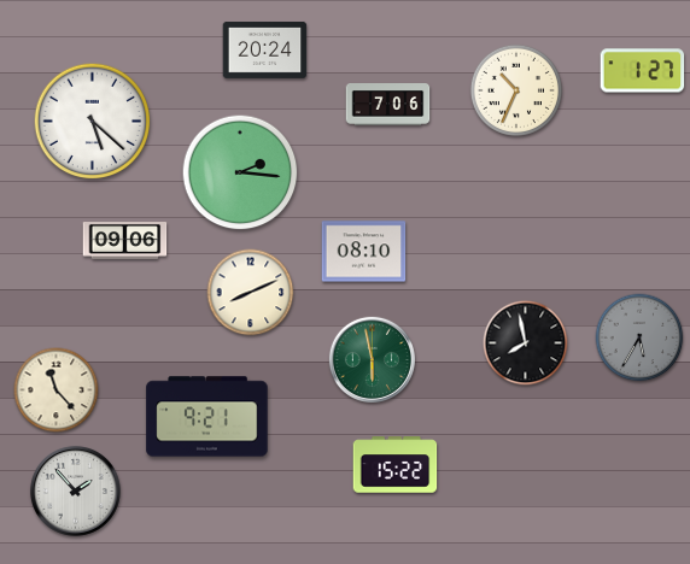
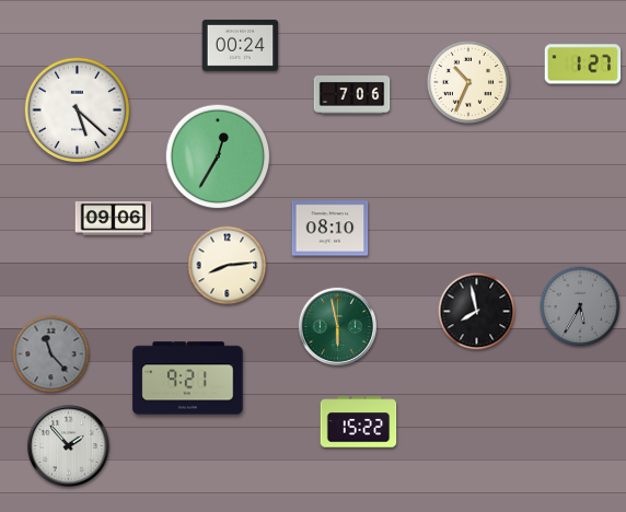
clock at (265, 49): 20:24 -> 00:24
clock at (93, 122) position: (93, 122) -> (78, 110)
clock at (240, 172): 2:16 -> 12:35
clock at (251, 293): 8:11 -> 8:14
clock at (57, 390) dial: cream -> grey
